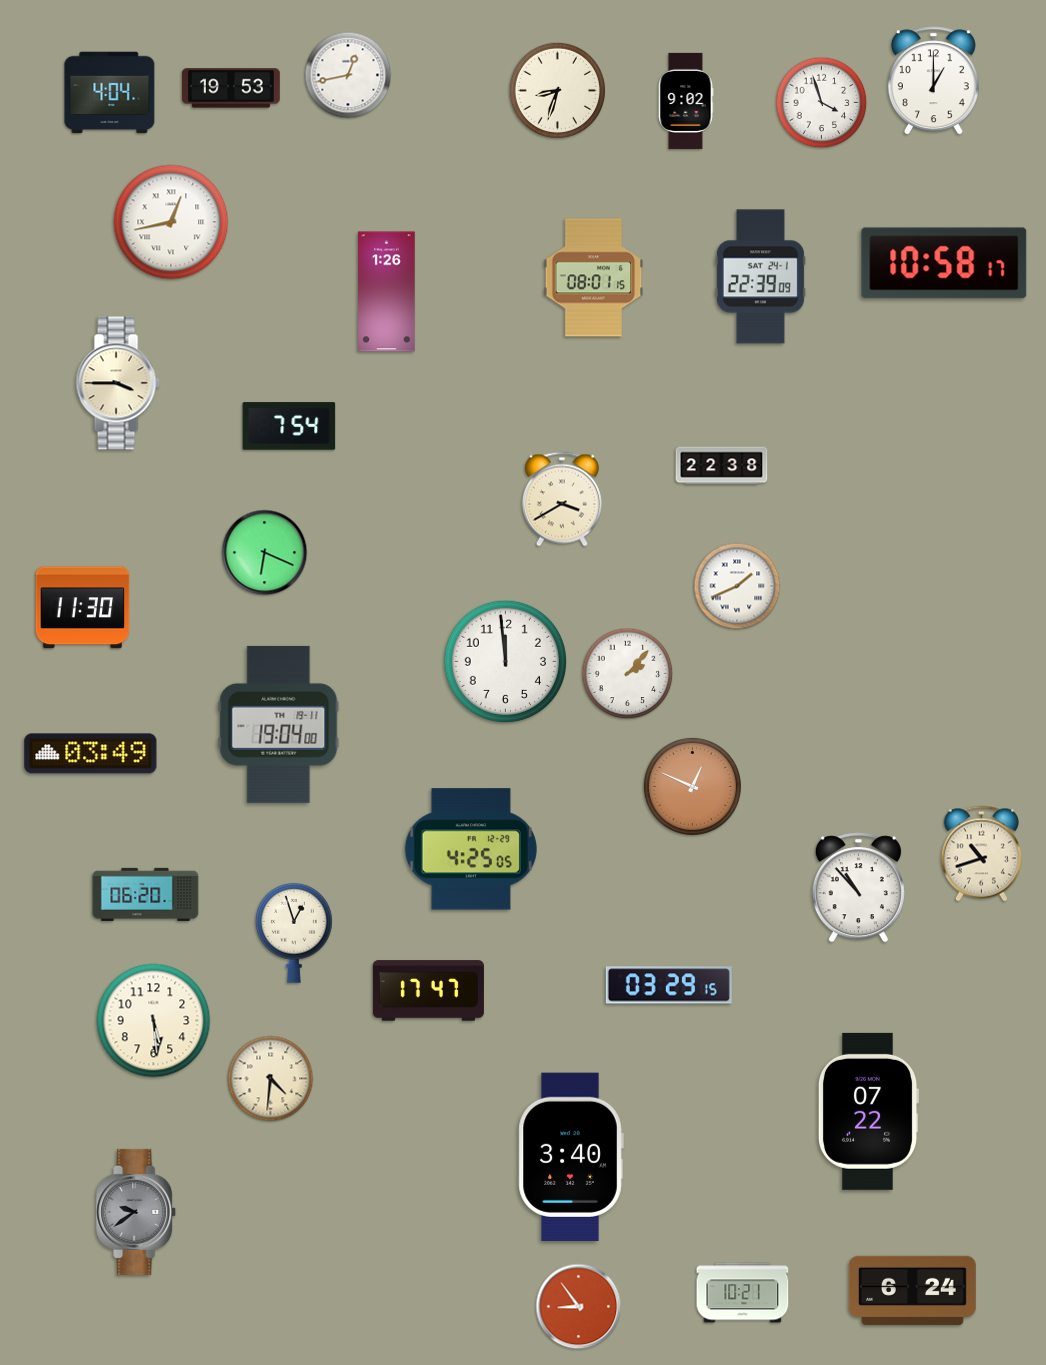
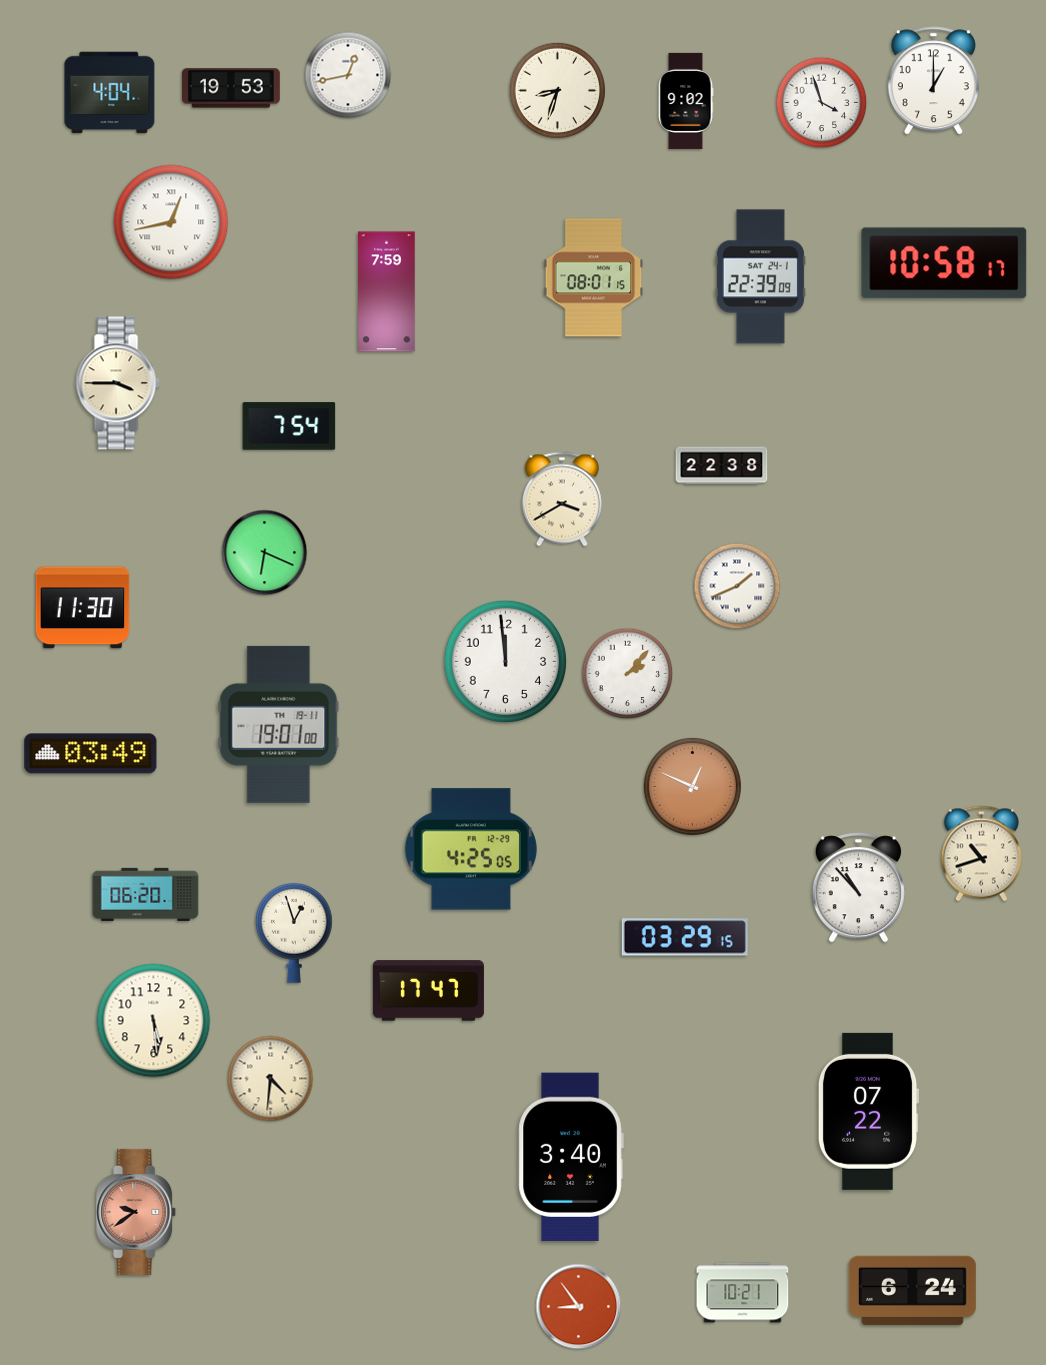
clock at (387, 292): 1:26 -> 7:59
clock at (279, 724): 19:04 -> 19:01
clock at (669, 985) position: (669, 985) -> (685, 937)
clock at (137, 1212) dial: grey -> salmon
